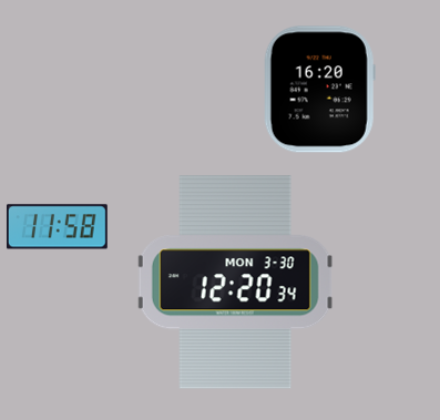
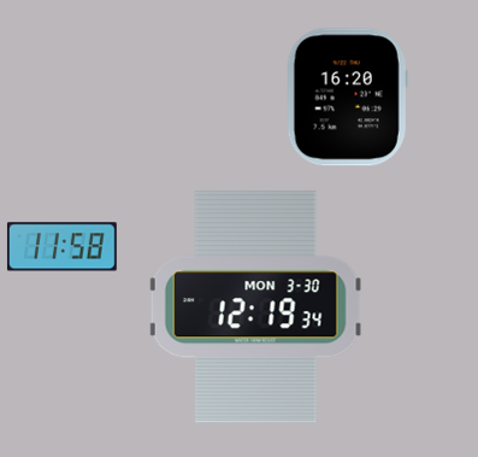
clock at (236, 283): 12:20 -> 12:19
